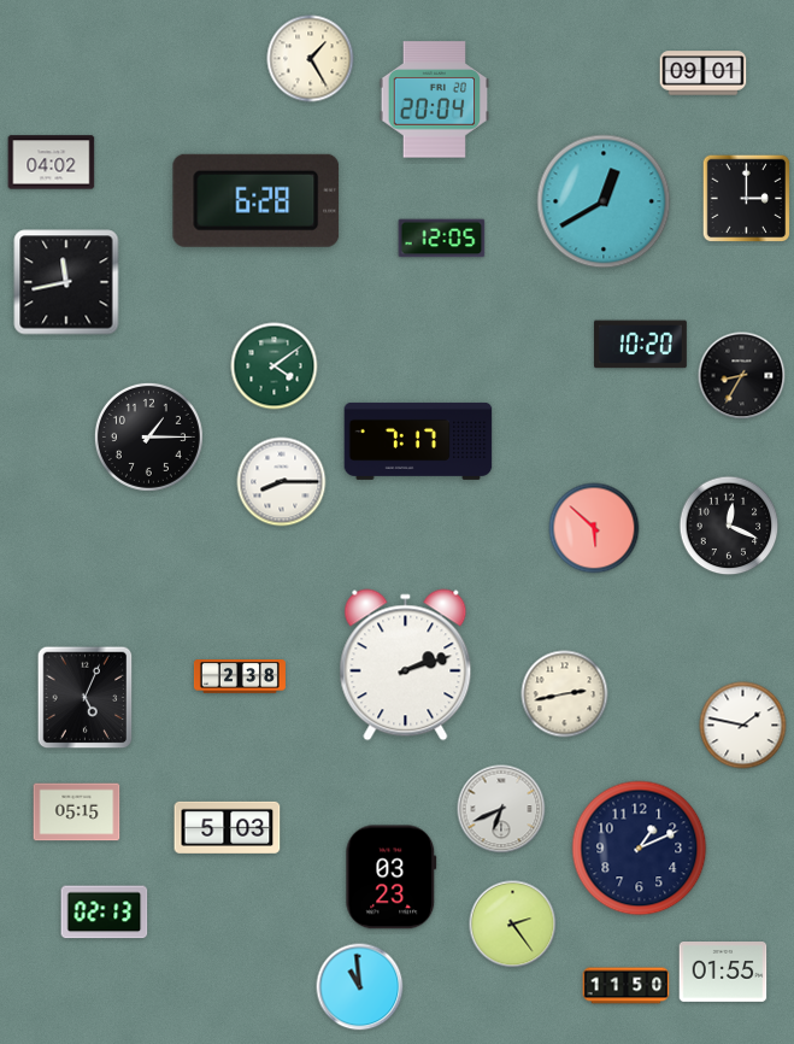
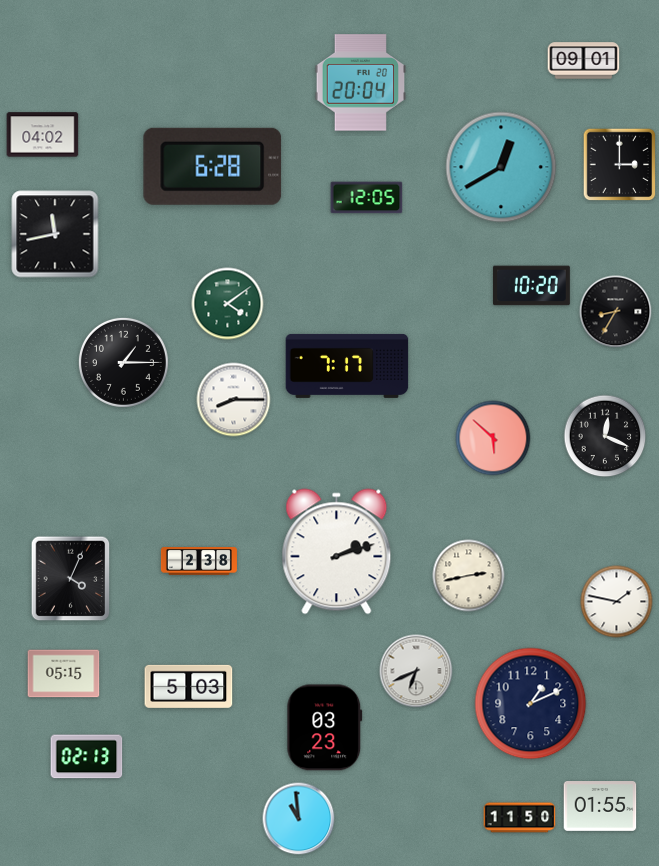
clock at (311, 59): 1:25 -> none
clock at (86, 698): 5:04 -> 4:04
clock at (513, 925): 2:24 -> none
